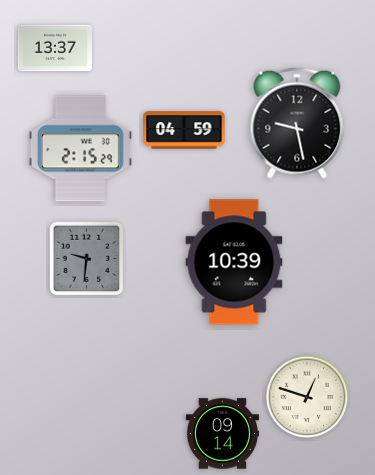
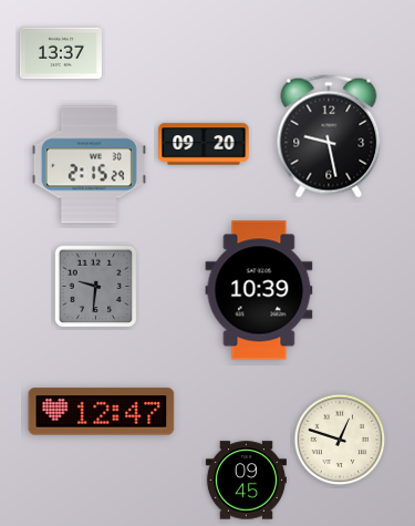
clock at (184, 130): 04:59 -> 09:20
clock at (102, 412): none -> 12:47
clock at (222, 434): 09:14 -> 09:45
